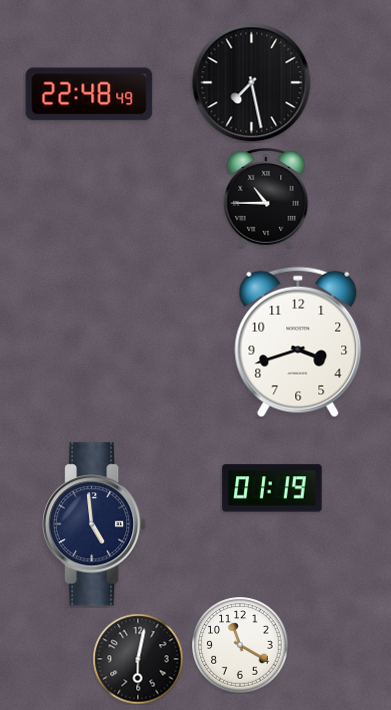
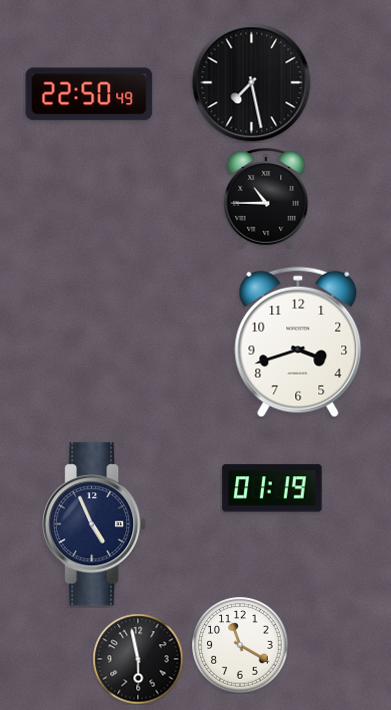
clock at (89, 94): 22:48 -> 22:50
clock at (95, 524): 4:59 -> 4:56
clock at (138, 659): 6:02 -> 5:58
